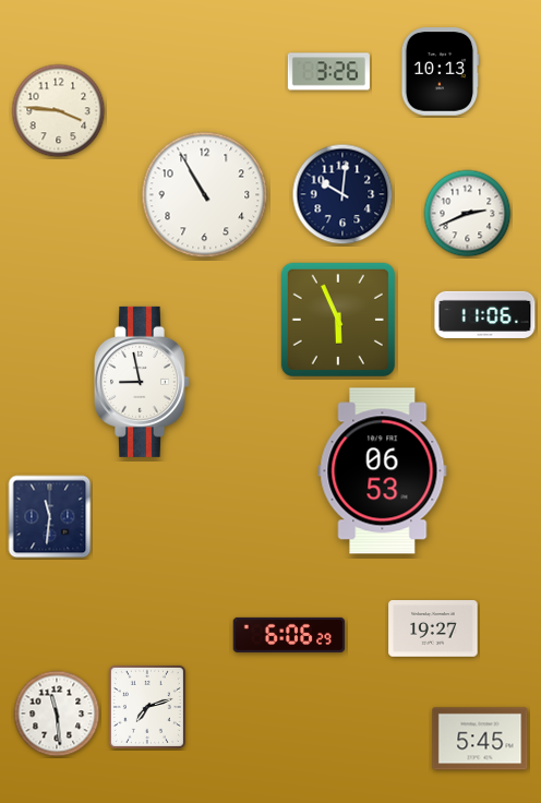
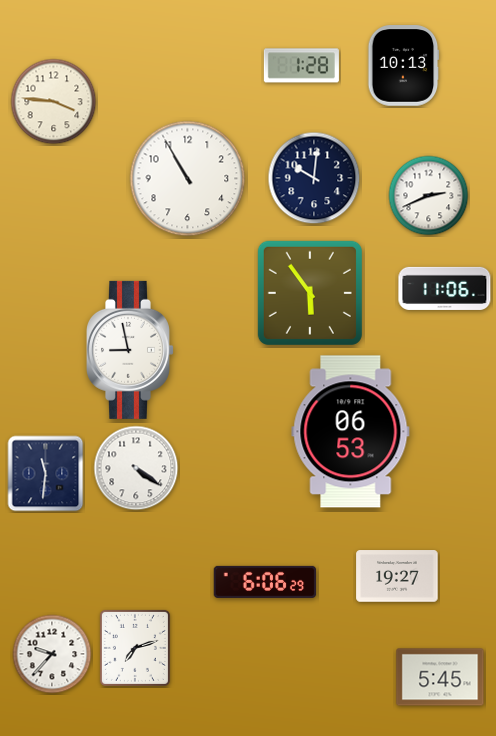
clock at (328, 72): 3:26 -> 1:28
clock at (338, 320): 5:56 -> 5:54
clock at (136, 468): none -> 4:21
clock at (57, 714): 11:29 -> 9:37
